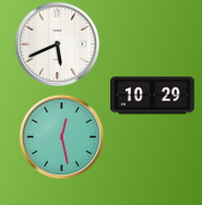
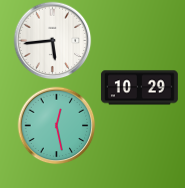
clock at (57, 44): 5:41 -> 5:44
